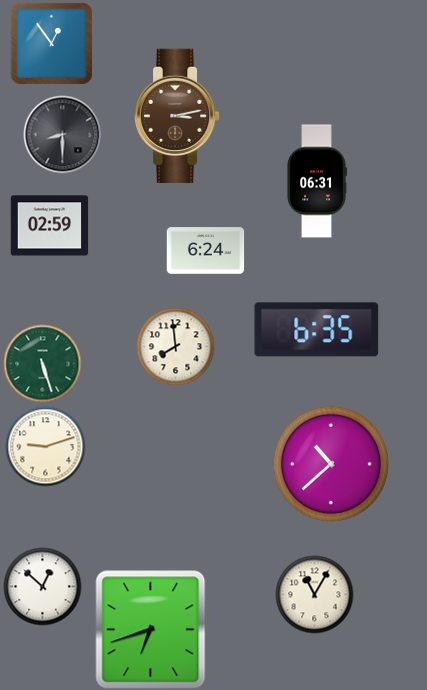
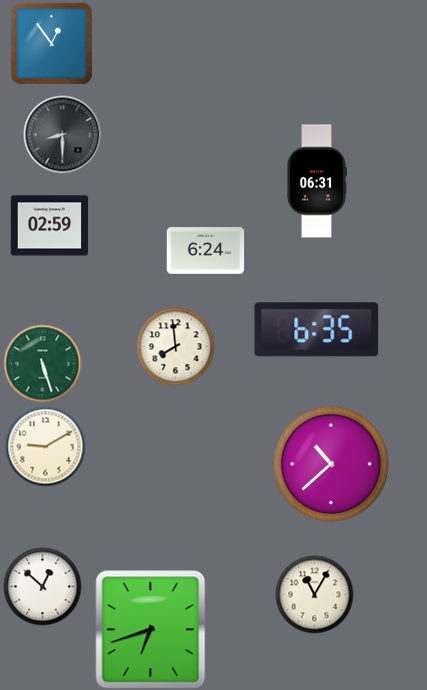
clock at (177, 115): 3:13 -> none
clock at (45, 446): 9:12 -> 9:10
